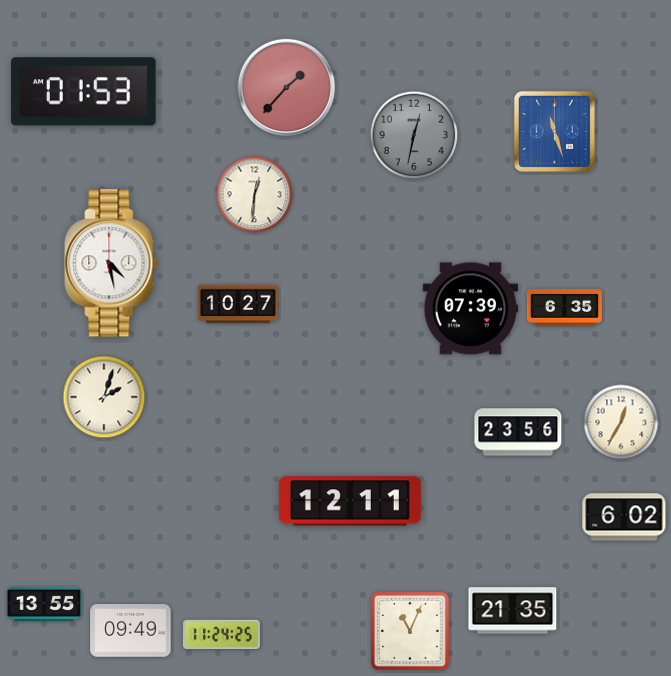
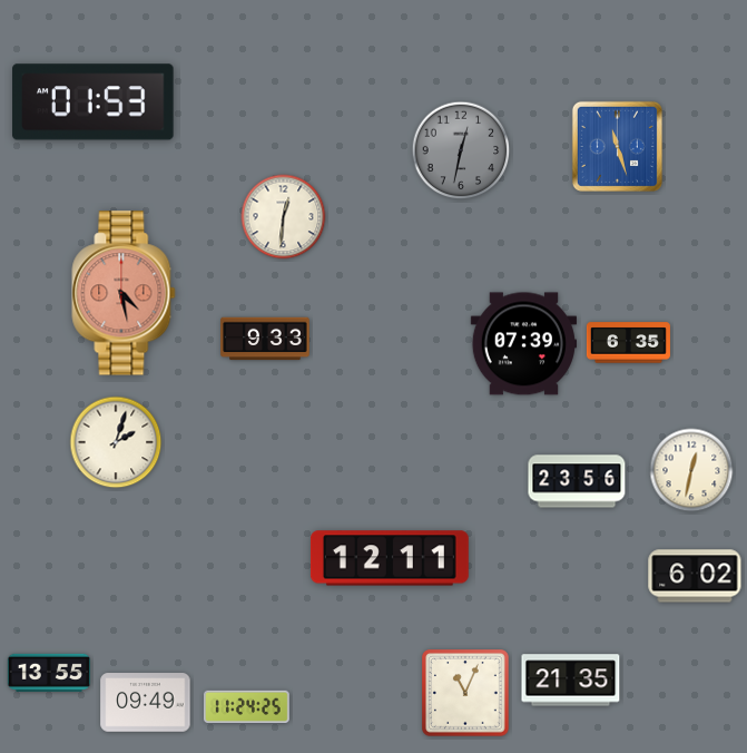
clock at (286, 87): 1:37 -> none
clock at (111, 263) dial: white -> salmon
clock at (238, 304): 10:27 -> 9:33
clock at (621, 422): 12:35 -> 12:32
clock at (411, 632) position: (411, 632) -> (466, 694)
